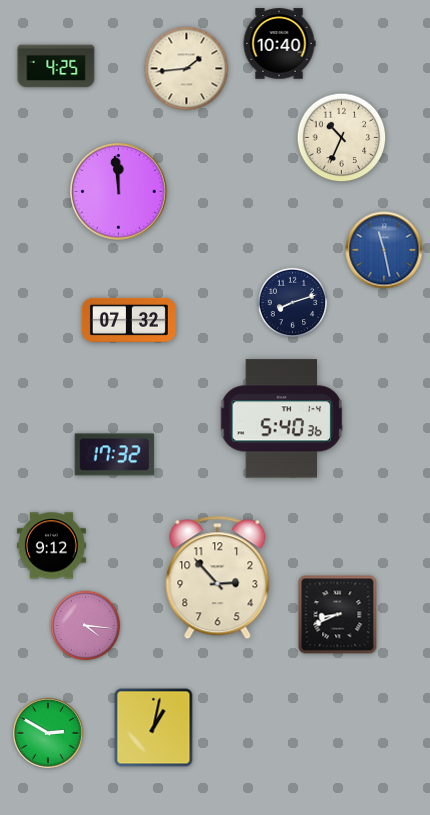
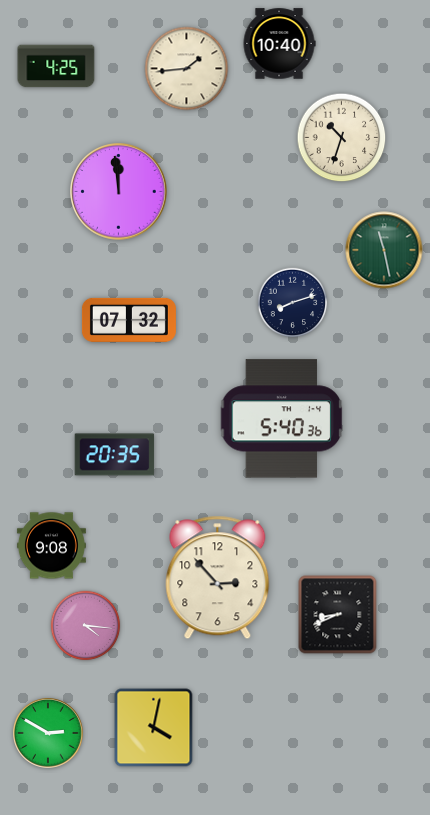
clock at (342, 138): 10:34 -> 10:33
clock at (384, 250) dial: blue -> green
clock at (115, 455): 17:32 -> 20:35
clock at (51, 546): 9:12 -> 9:08
clock at (154, 728): 1:02 -> 4:02
